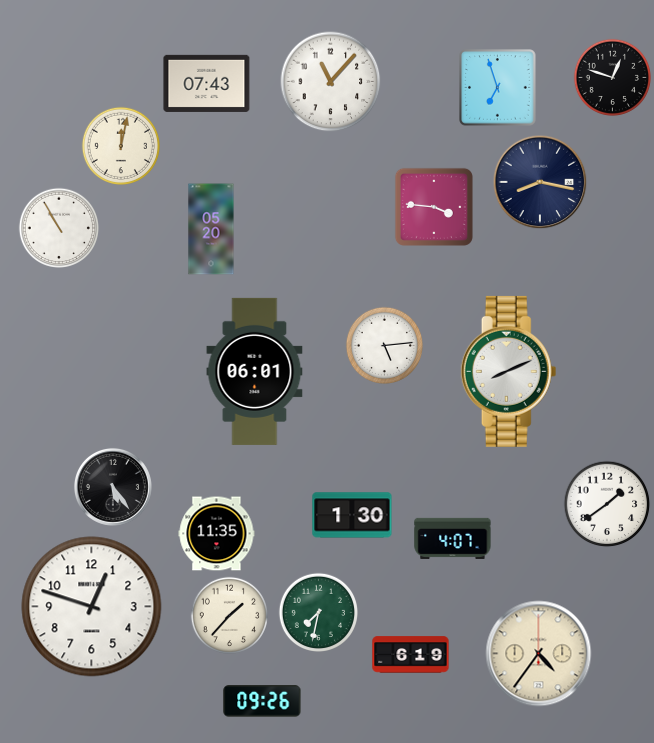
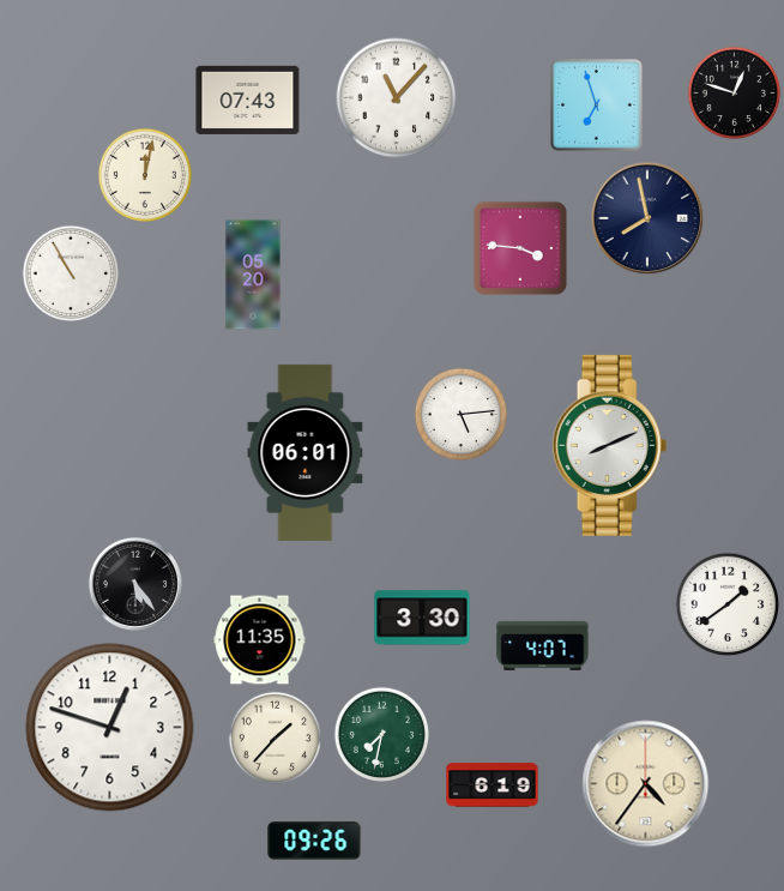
clock at (540, 182): 8:17 -> 7:58
clock at (255, 371) position: (255, 371) -> (306, 452)
clock at (352, 515): 1:30 -> 3:30
